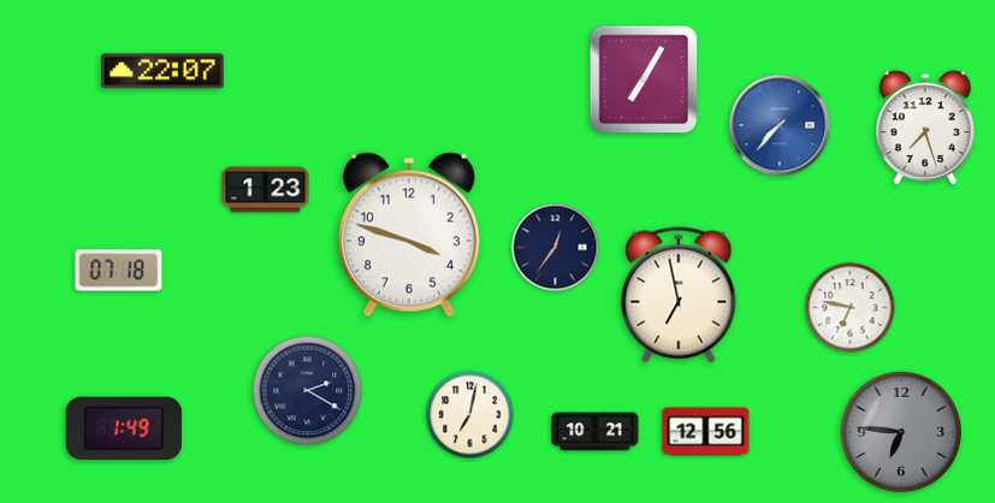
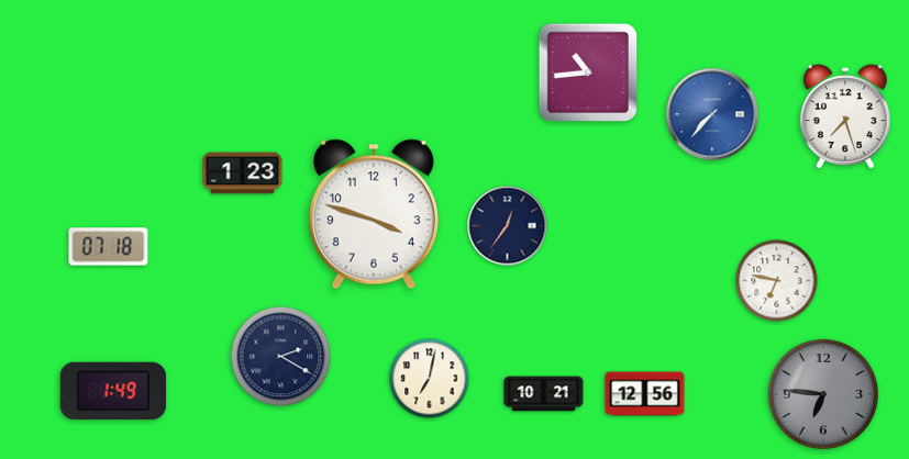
clock at (162, 71): 22:07 -> none
clock at (644, 79): 7:05 -> 10:44
clock at (679, 295): 6:58 -> none
